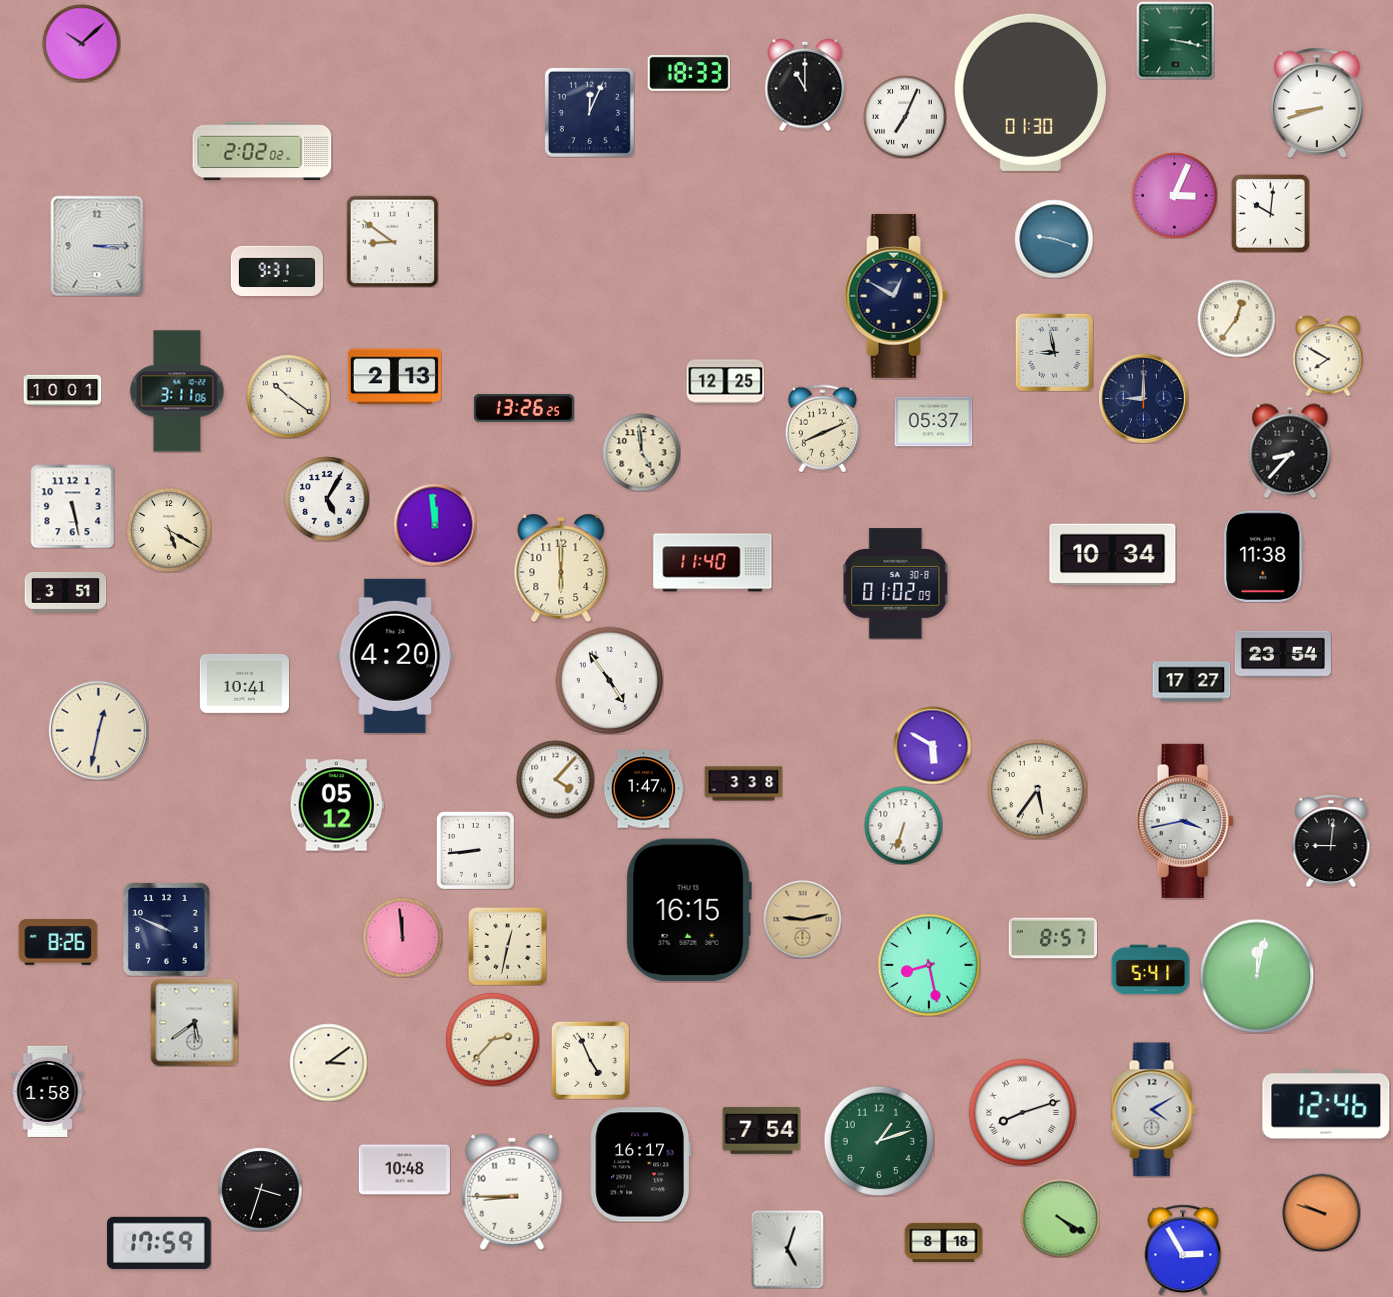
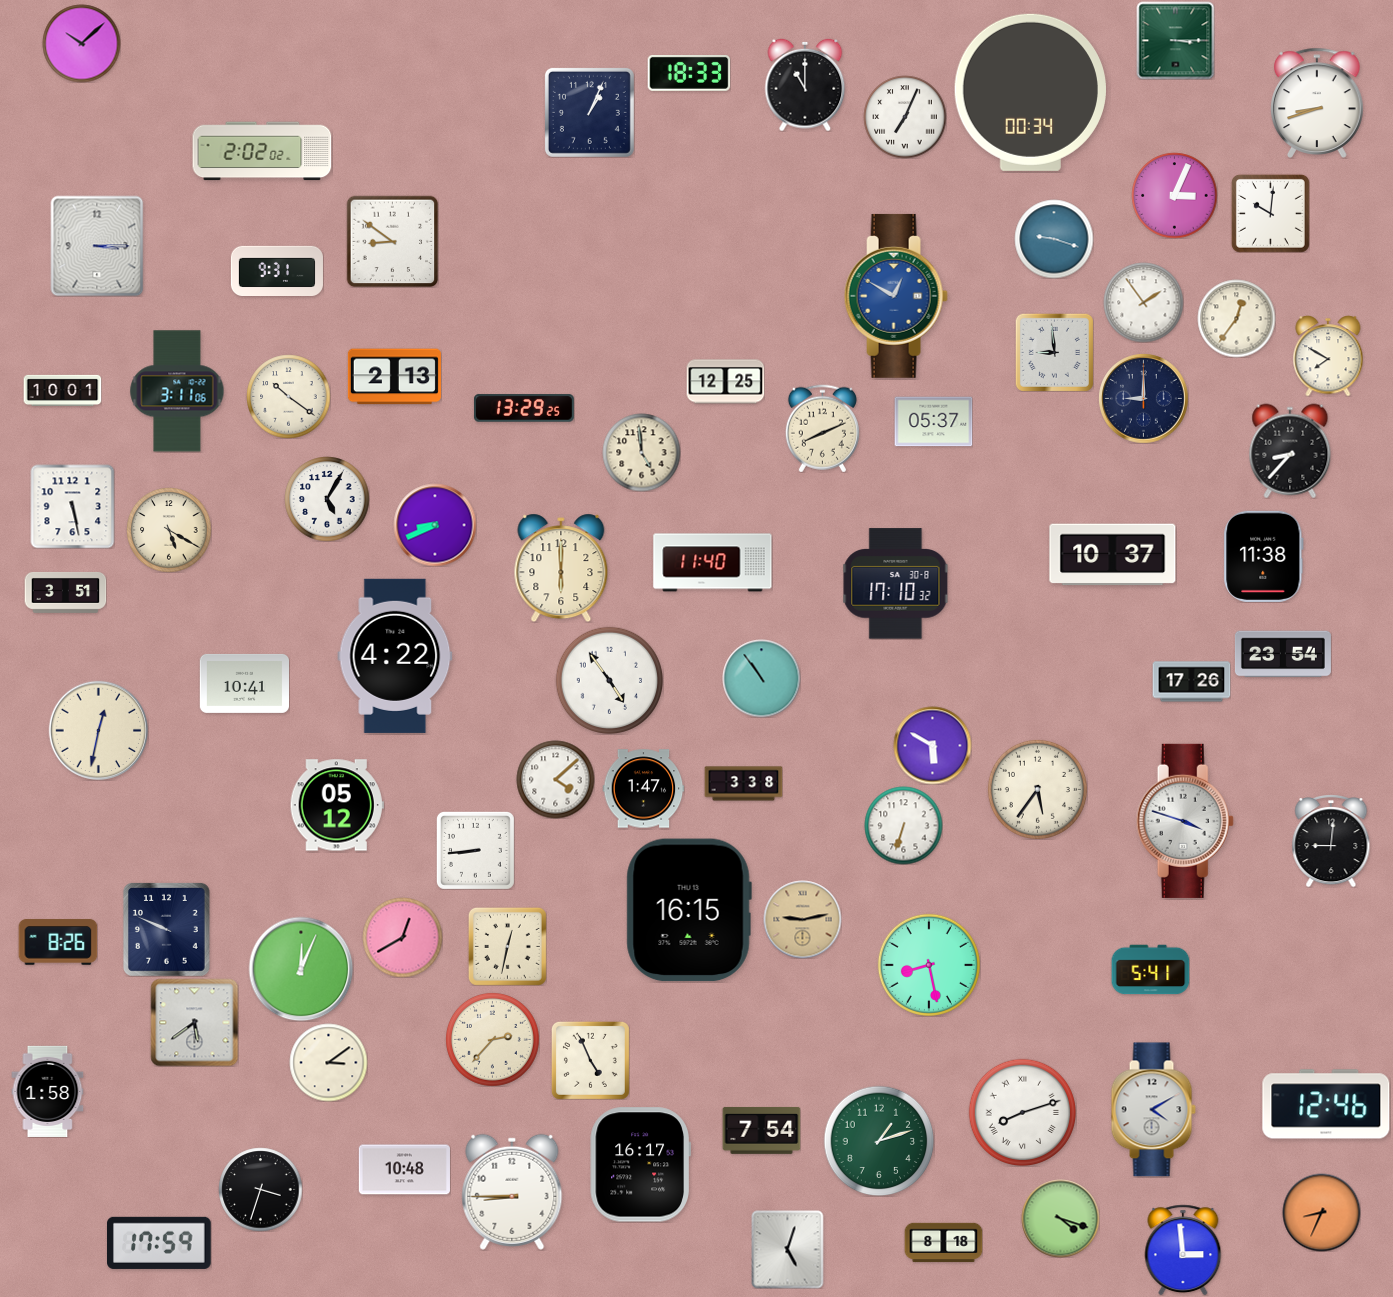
clock at (1175, 40): 3:17 -> 3:15
clock at (1030, 92): 01:30 -> 00:34
clock at (589, 112): 12:04 -> 1:04
clock at (896, 296) dial: navy -> blue
clock at (1143, 302): none -> 1:54
clock at (1054, 352): 8:58 -> 8:59
clock at (524, 408): 13:26 -> 13:29
clock at (435, 525): 11:59 -> 8:41
clock at (1113, 555): 10:34 -> 10:37
clock at (896, 584): 01:02 -> 17:10
clock at (395, 656): 4:20 -> 4:22
clock at (761, 678): none -> 10:54
clock at (1191, 682): 17:27 -> 17:26
clock at (555, 779): 4:07 -> 4:08
clock at (1185, 821): 3:43 -> 3:48
clock at (402, 937): 11:59 -> 12:40
clock at (1052, 938): 8:57 -> none
clock at (301, 969): none -> 12:04
clock at (1257, 976): 12:02 -> none
clock at (1321, 1212): 9:48 -> 8:34
clock at (1060, 1218): 4:20 -> 4:18
clock at (1183, 1250): 2:55 -> 2:59
